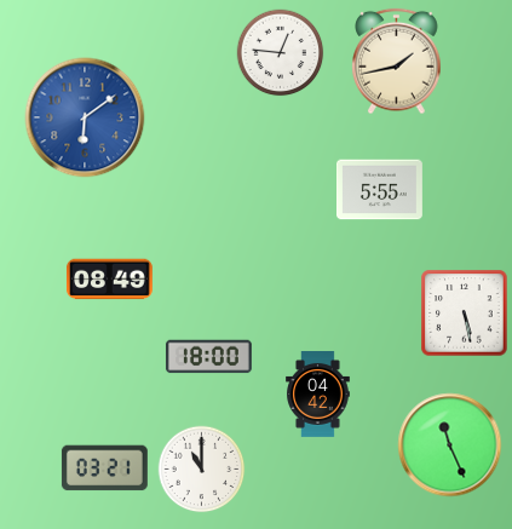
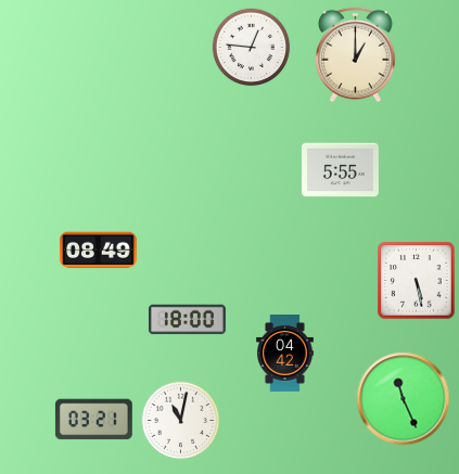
clock at (397, 62): 1:43 -> 1:00
clock at (85, 117): 6:09 -> none
clock at (202, 470): 11:00 -> 11:02
